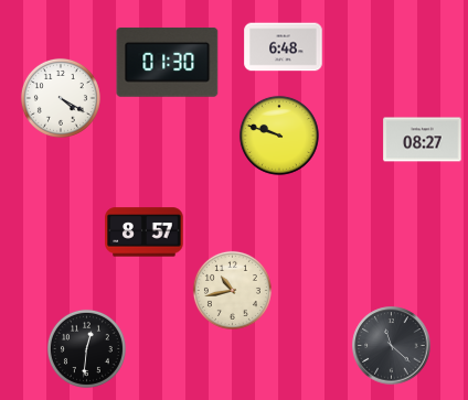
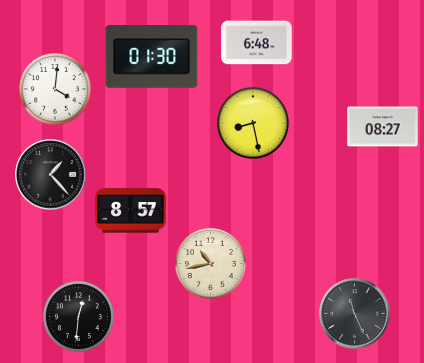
clock at (61, 98): 4:20 -> 4:01
clock at (279, 136): 9:48 -> 8:28
clock at (51, 175): none -> 1:23
clock at (392, 346): 11:22 -> 11:26
